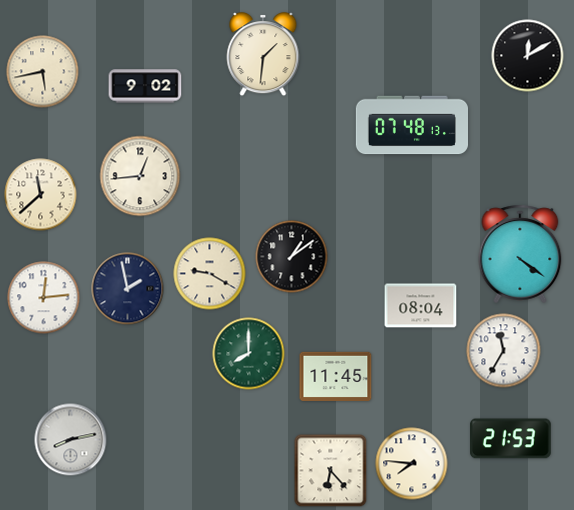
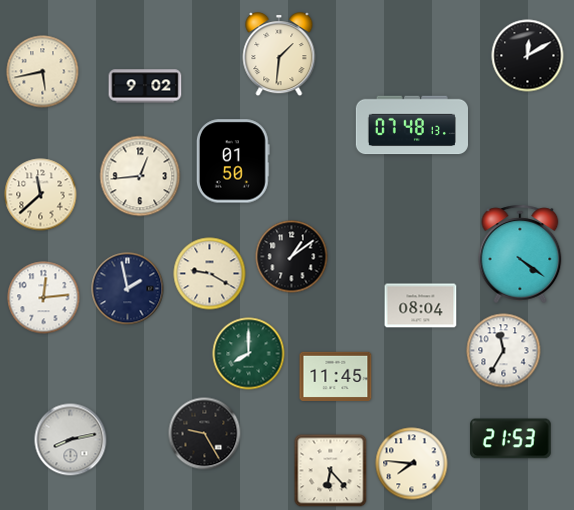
clock at (263, 55) position: (263, 55) -> (279, 55)
clock at (233, 161): none -> 01:50
clock at (205, 434): none -> 9:25
